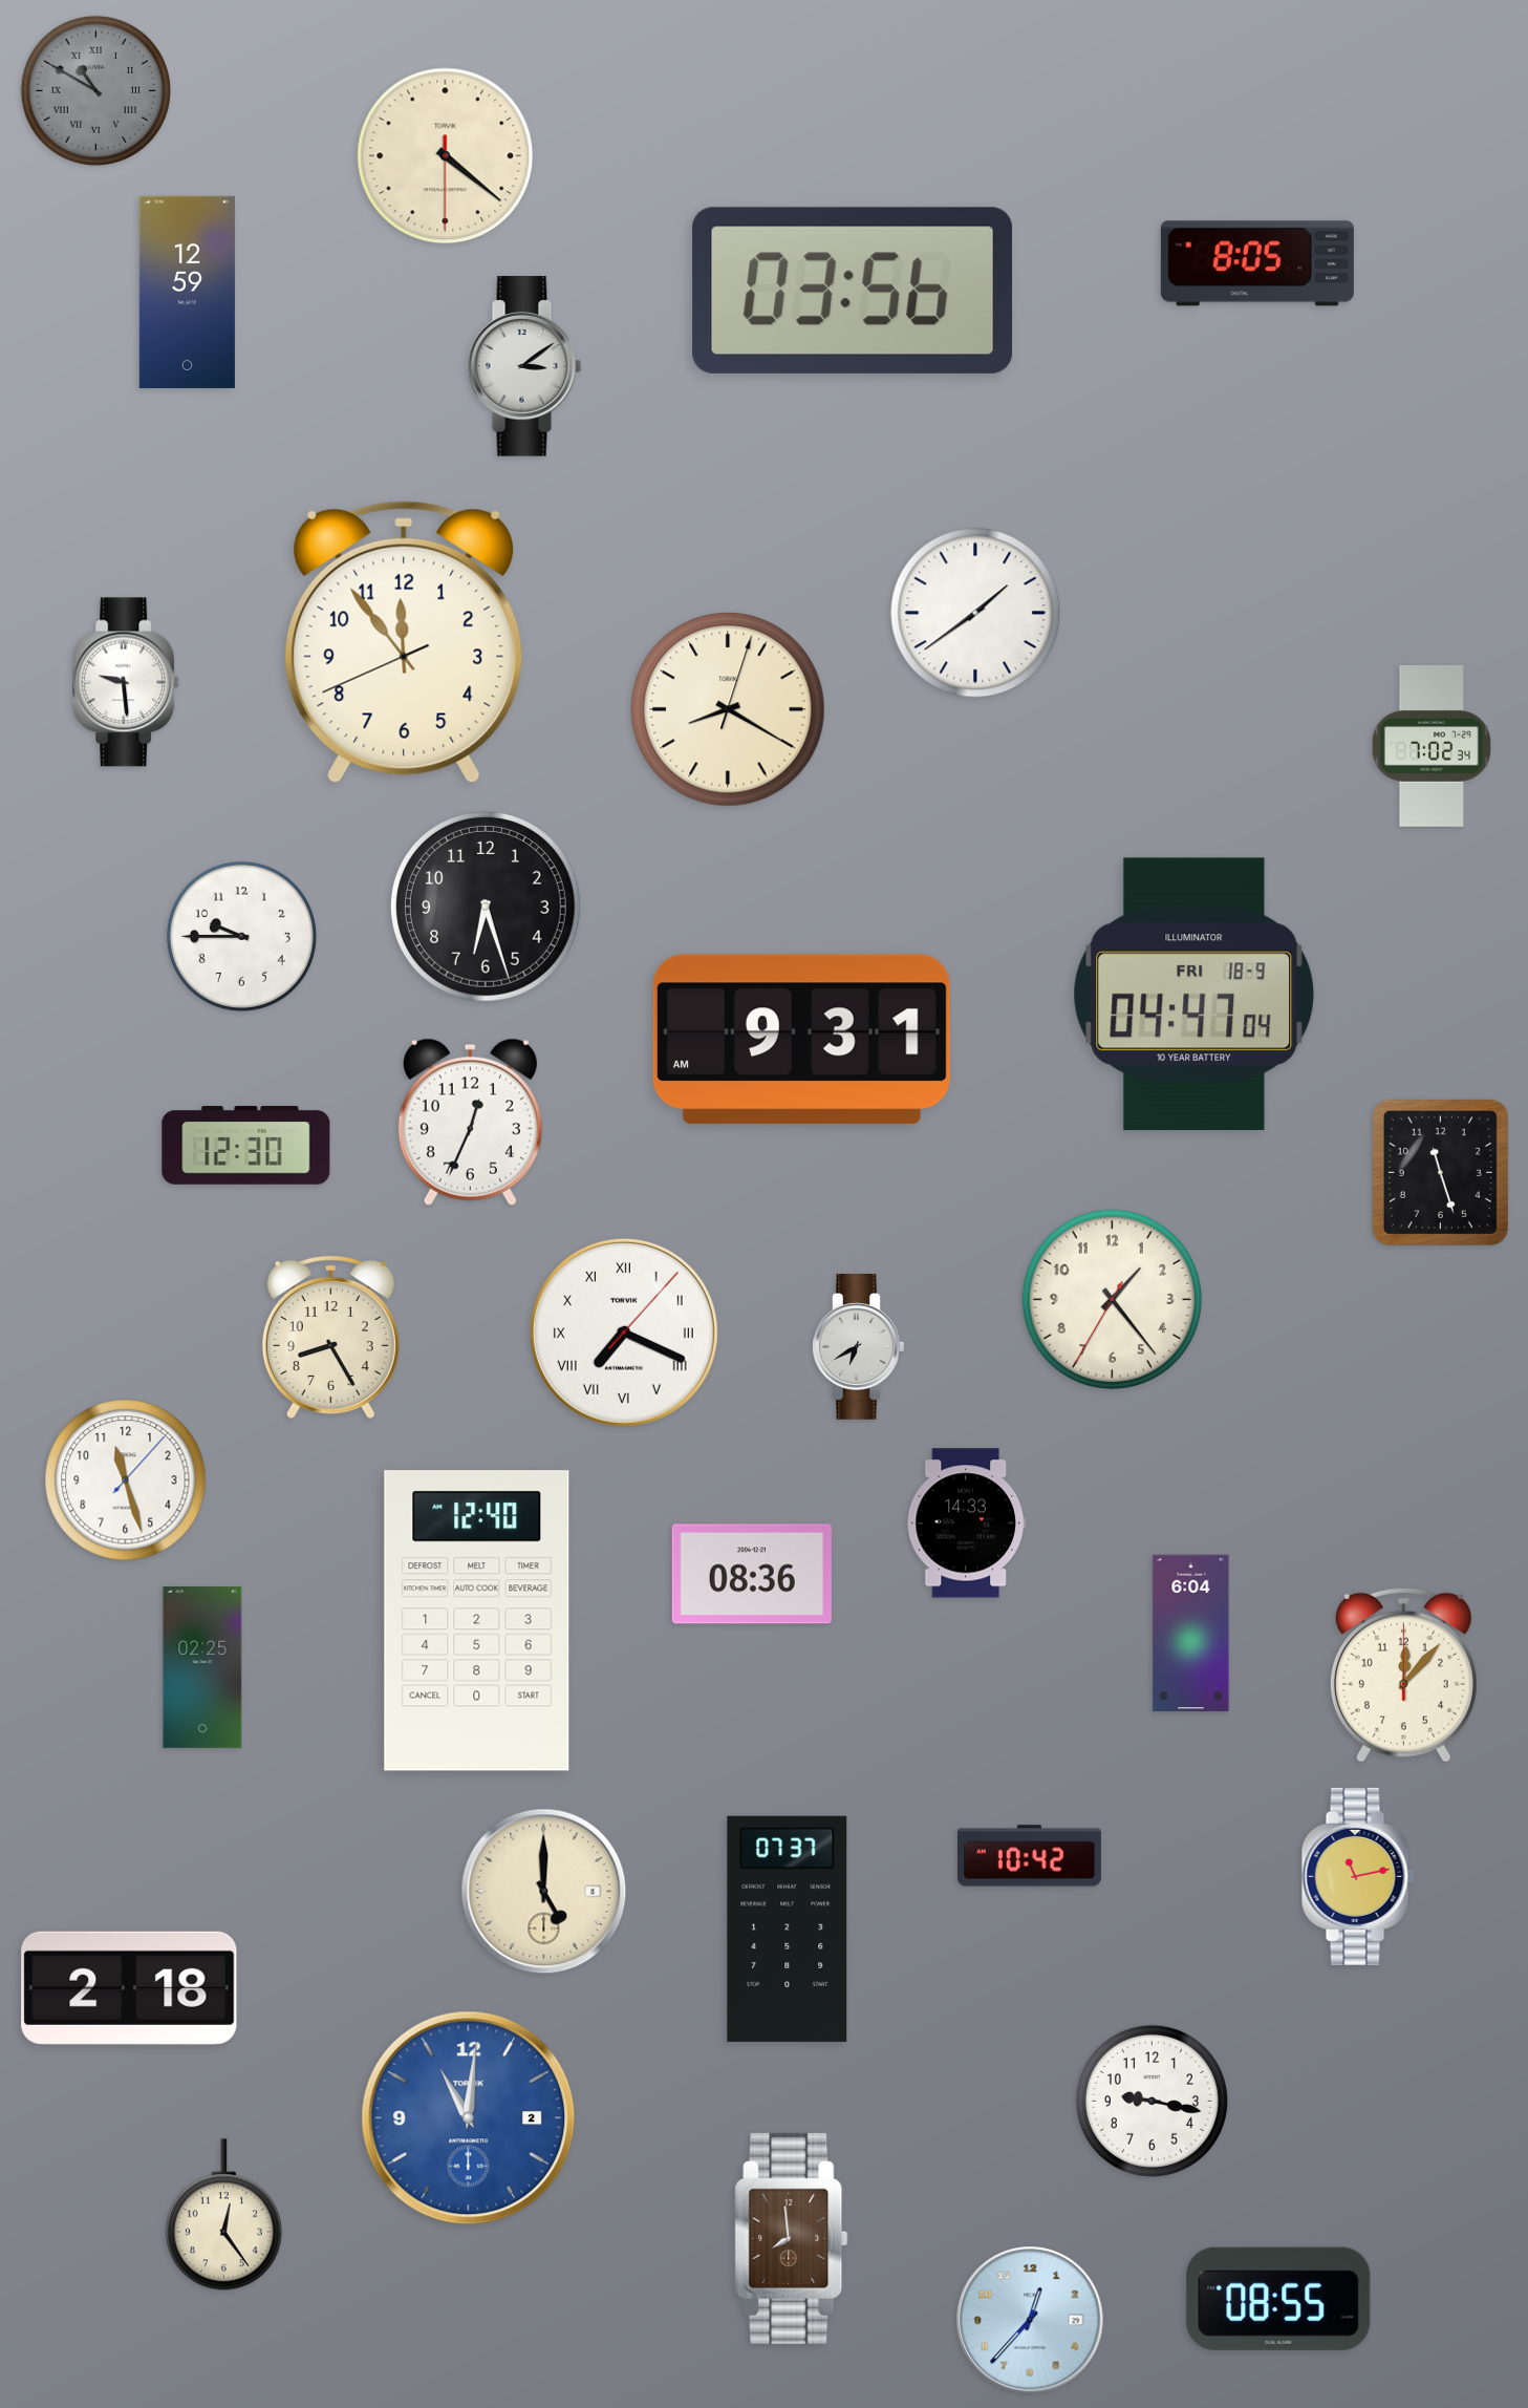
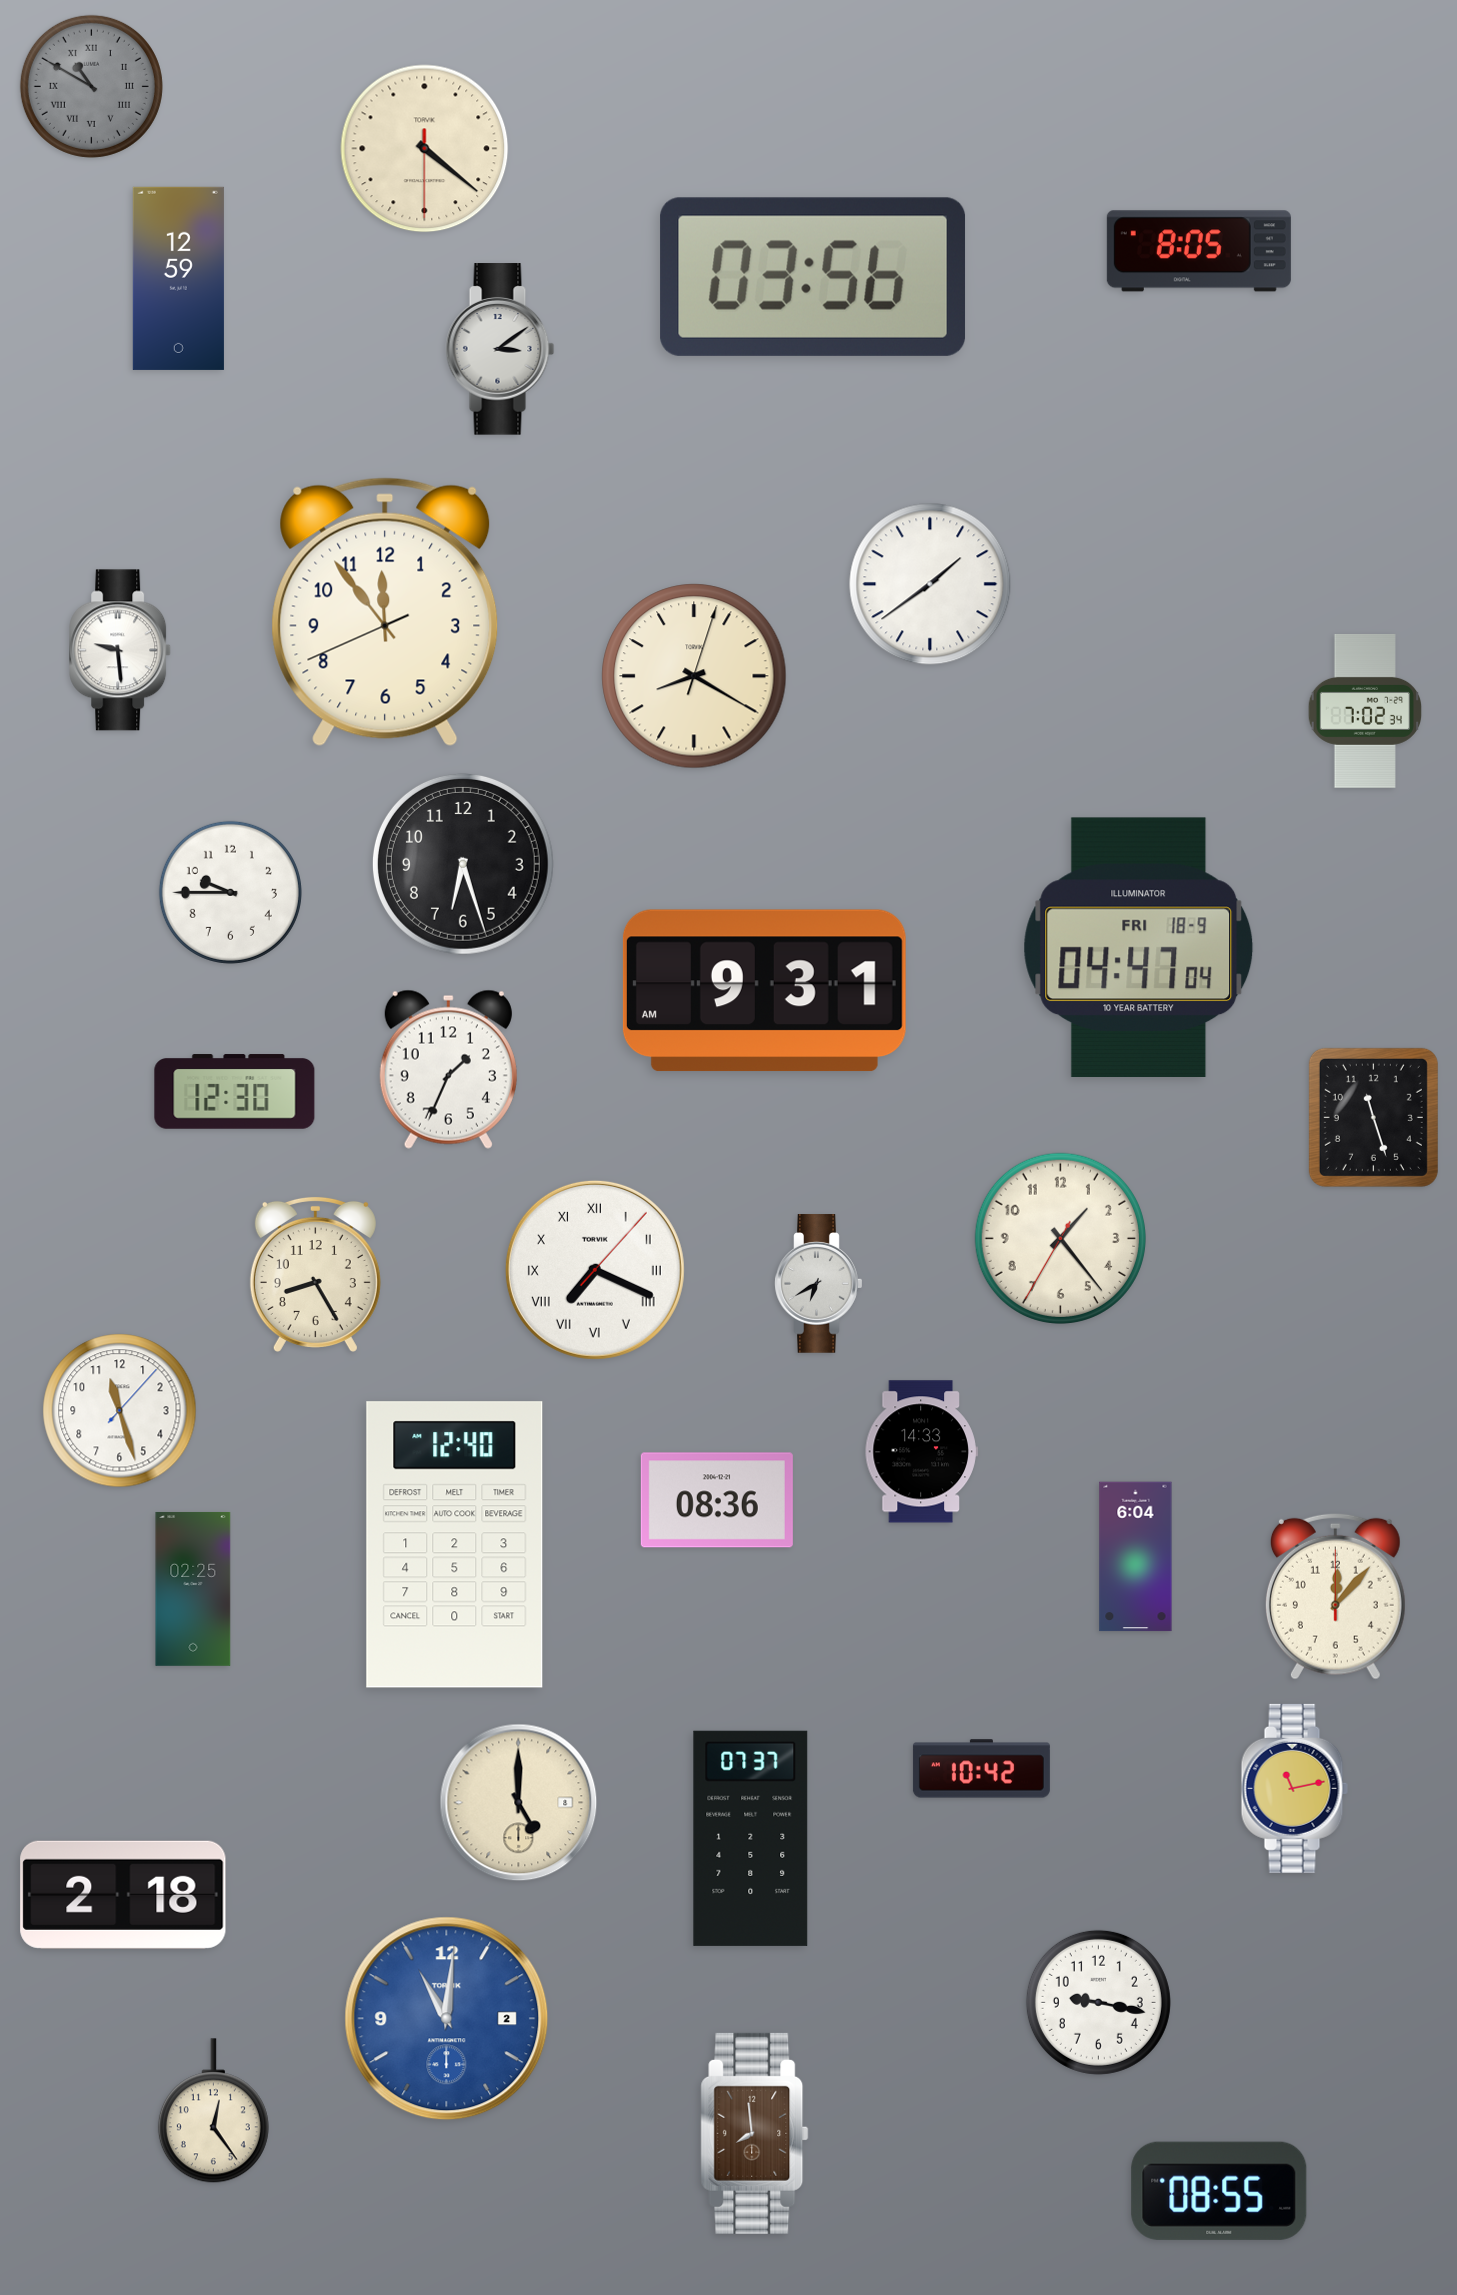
clock at (470, 1122): 12:34 -> 1:34
clock at (1403, 1675) position: (1403, 1675) -> (1335, 1596)
clock at (1030, 2320): 12:37 -> none
